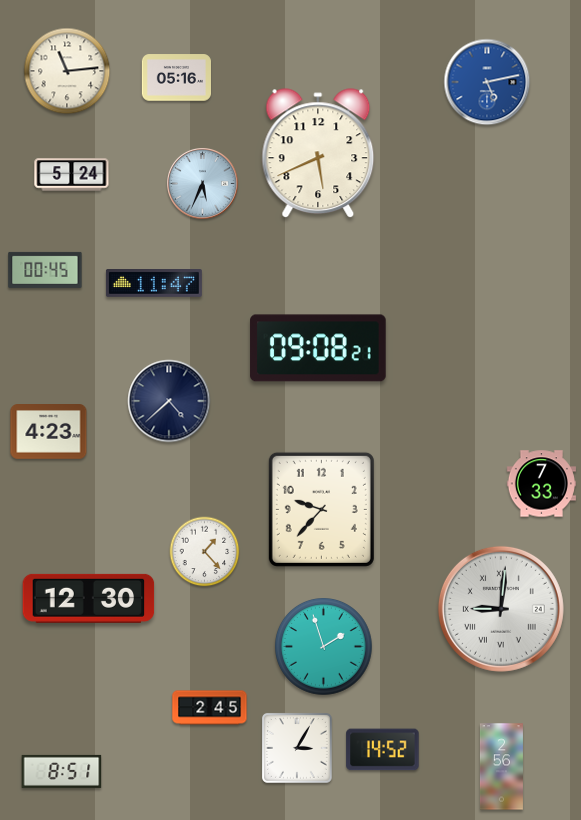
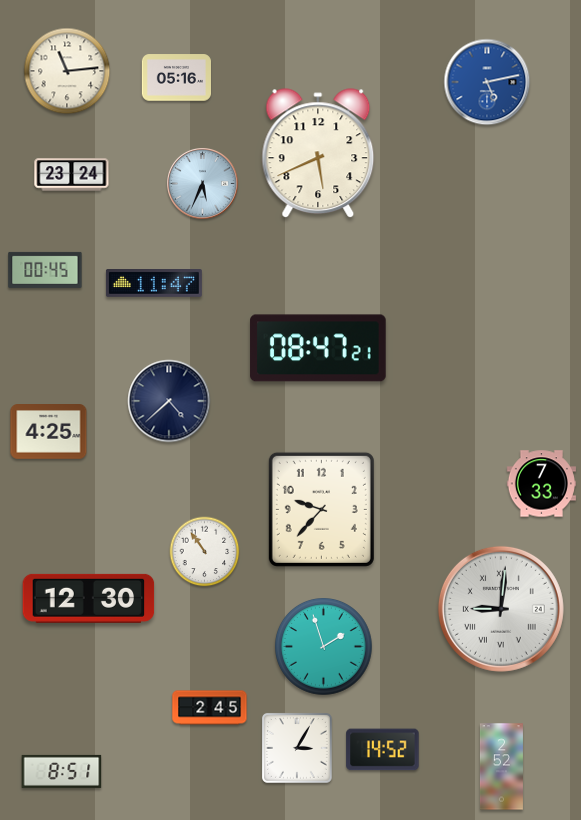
clock at (72, 175): 5:24 -> 23:24
clock at (318, 348): 09:08 -> 08:47
clock at (49, 432): 4:23 -> 4:25
clock at (205, 552): 1:23 -> 10:54
clock at (501, 767): 2:56 -> 2:52
